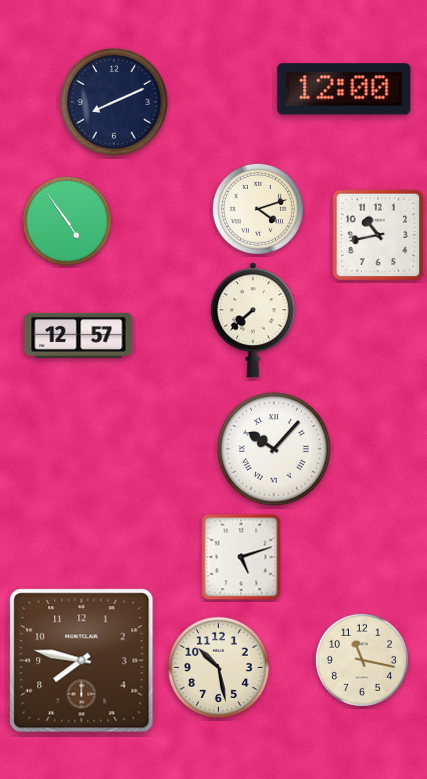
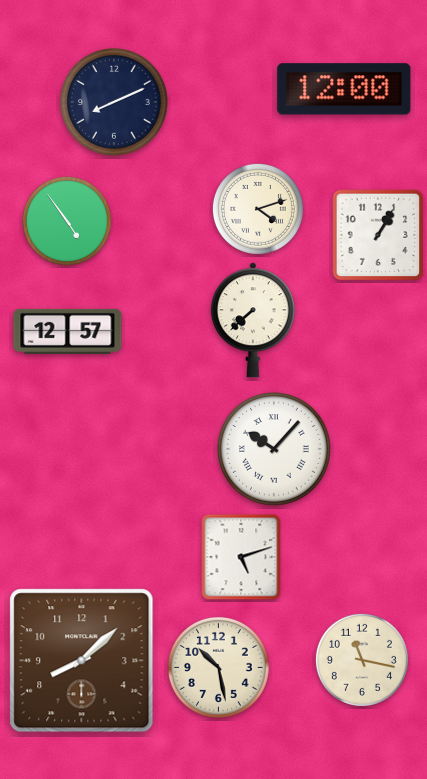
clock at (378, 235): 10:43 -> 1:05
clock at (79, 335) position: (79, 335) -> (68, 331)
clock at (82, 661): 7:47 -> 8:08
